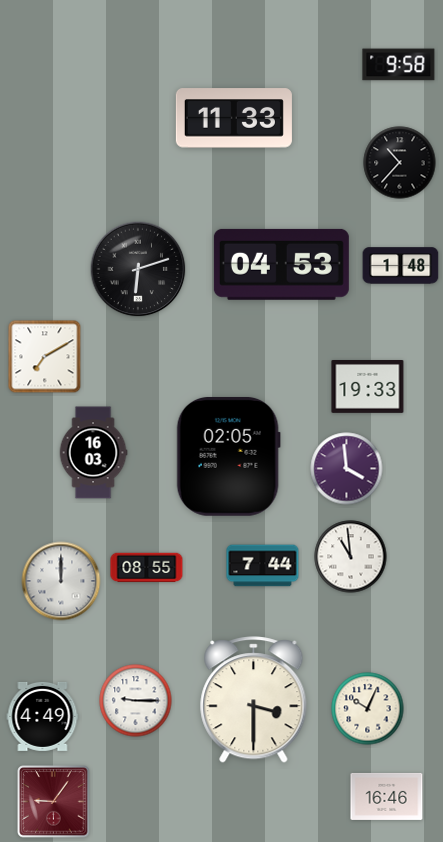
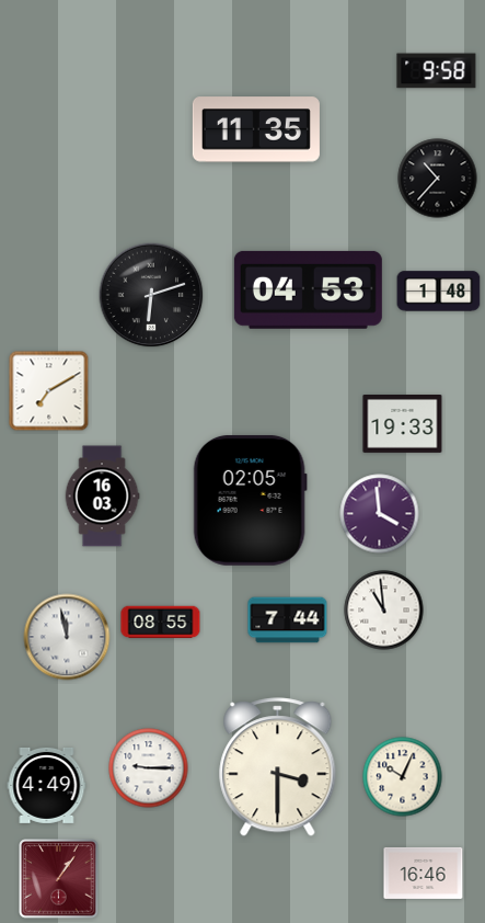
clock at (234, 118): 11:33 -> 11:35
clock at (61, 581): 12:00 -> 11:58
clock at (54, 802): 9:06 -> 1:06
